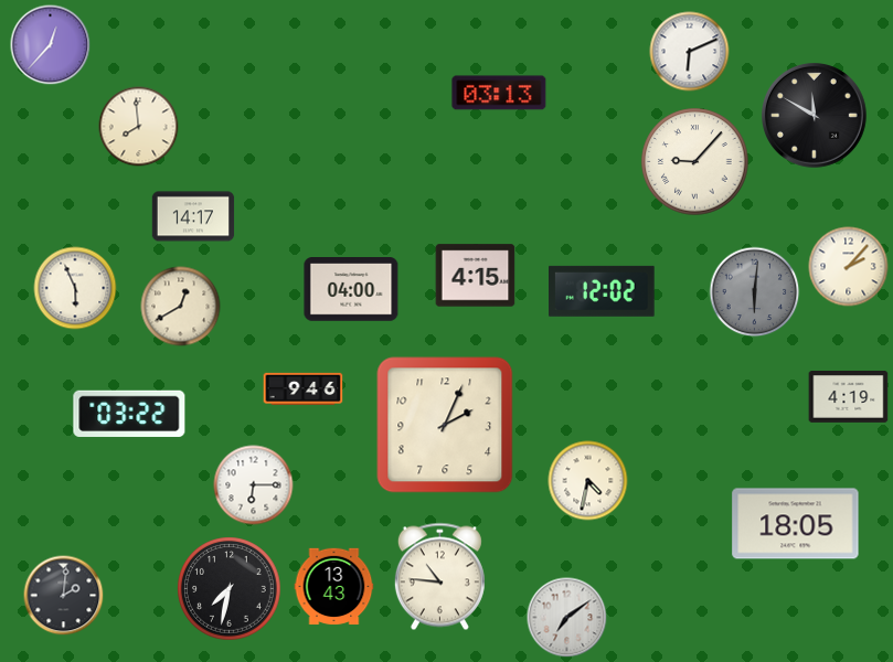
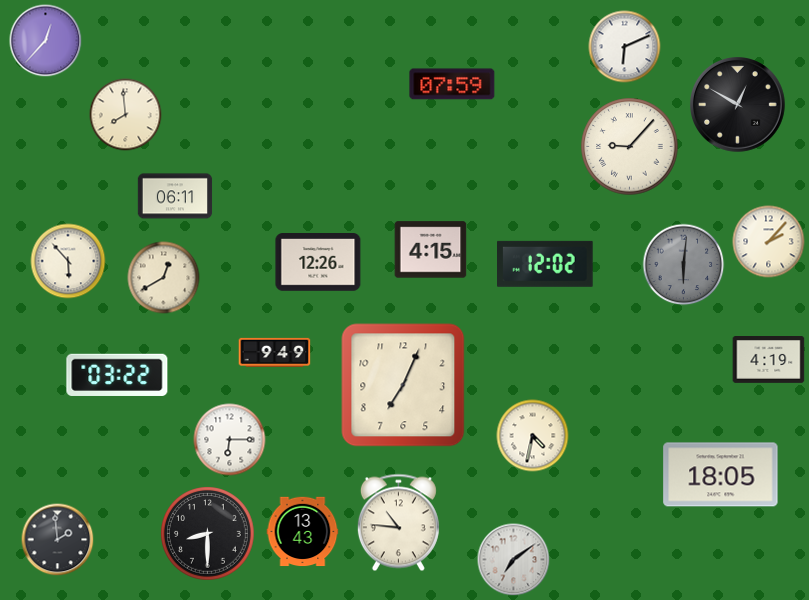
clock at (499, 93): 03:13 -> 07:59
clock at (815, 116): 11:50 -> 12:50
clock at (193, 216): 14:17 -> 06:11
clock at (75, 288): 5:56 -> 5:53
clock at (351, 290): 04:00 -> 12:26
clock at (304, 388): 9:46 -> 9:49
clock at (445, 425): 2:04 -> 7:04
clock at (230, 589): 7:32 -> 8:30
clock at (64, 596): 2:01 -> 1:59
